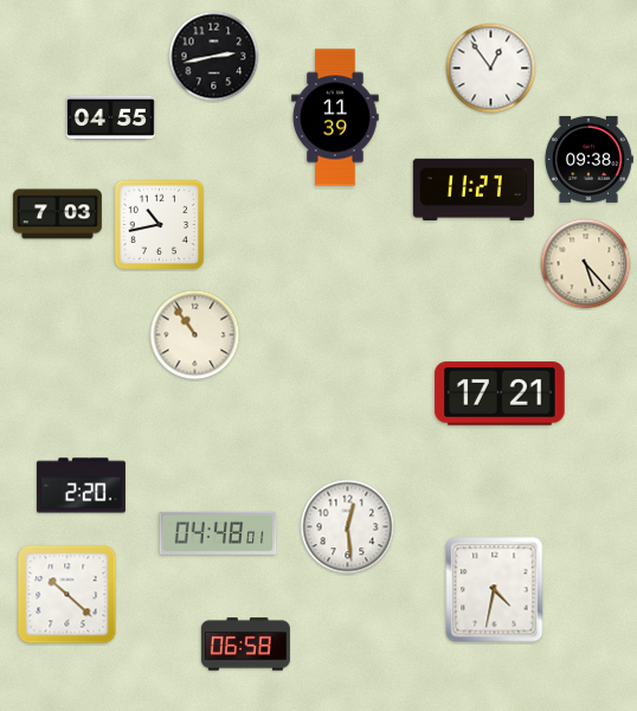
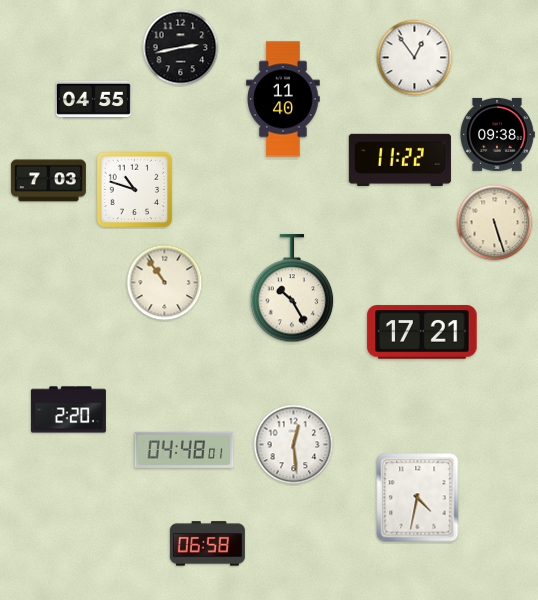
clock at (335, 117): 11:39 -> 11:40
clock at (474, 190): 11:27 -> 11:22
clock at (160, 225): 10:43 -> 10:48
clock at (586, 264): 5:23 -> 5:27
clock at (292, 289): none -> 10:25
clock at (67, 595): 10:22 -> none
